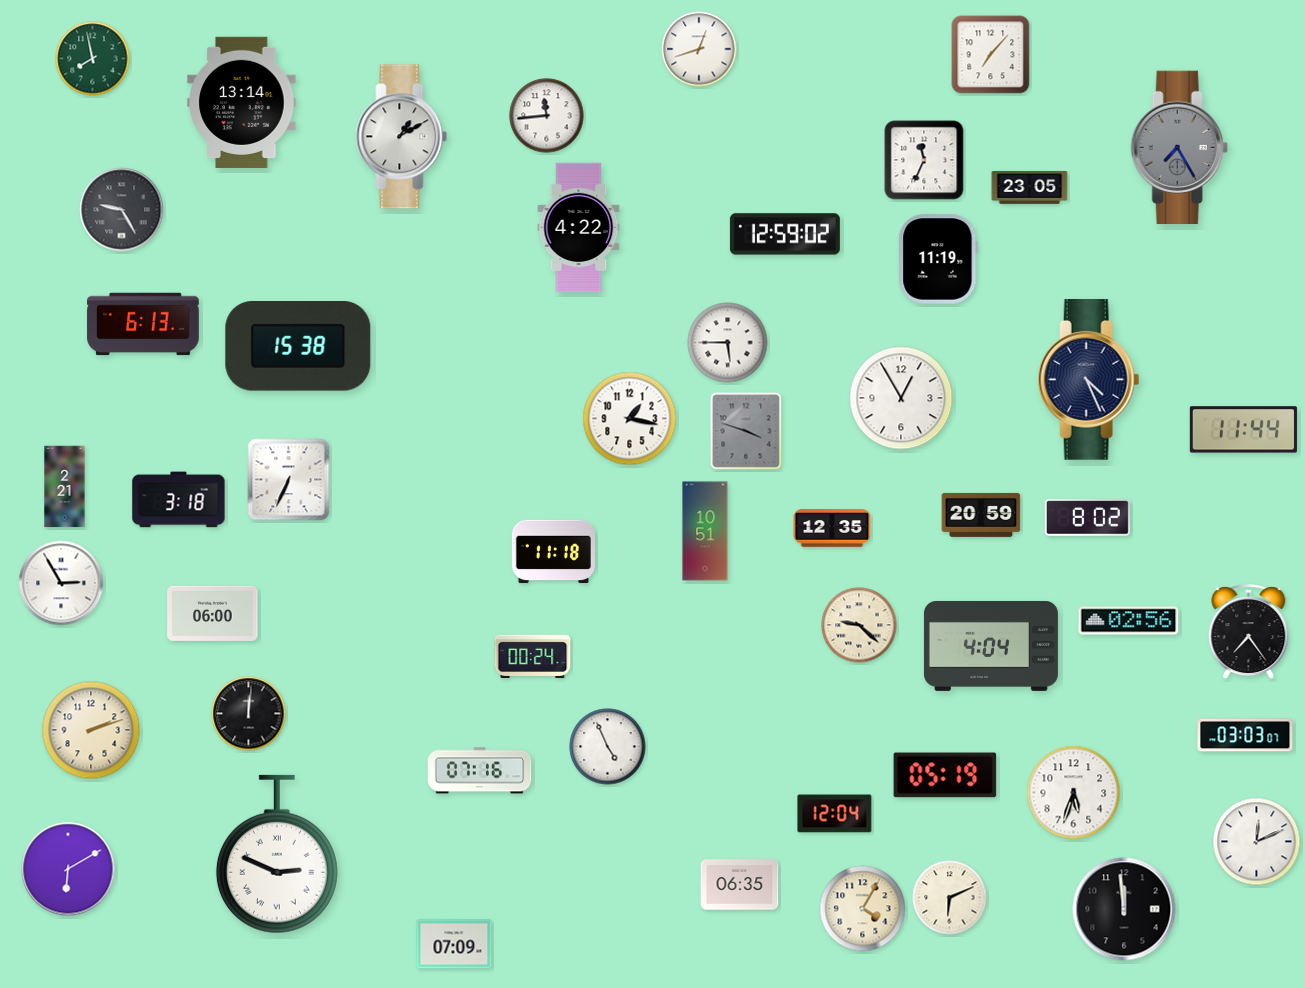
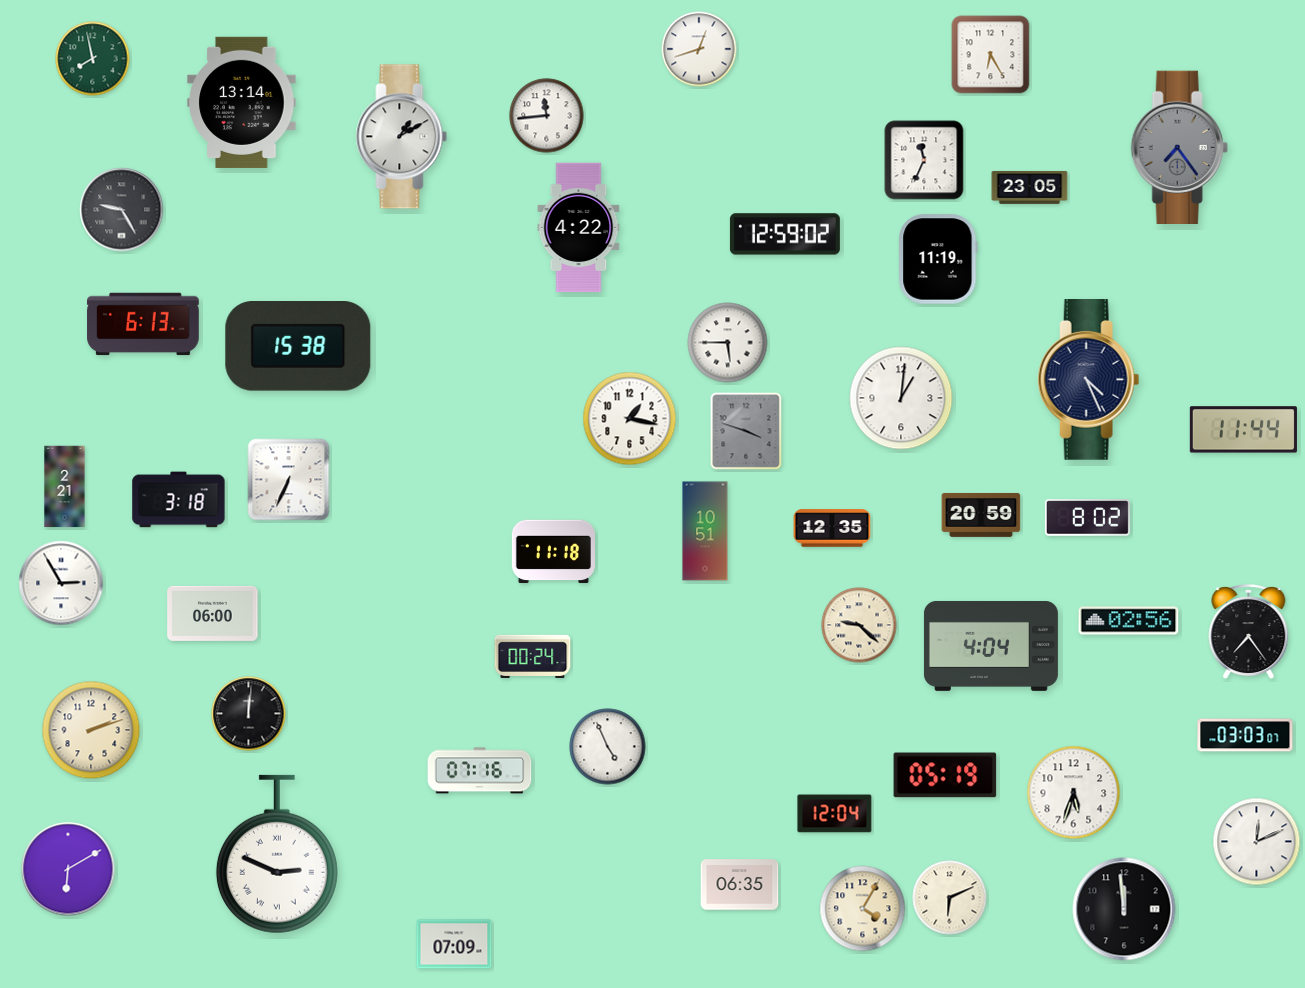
clock at (991, 55): 7:07 -> 6:25
clock at (1179, 147): 7:25 -> 7:24
clock at (901, 398): 12:55 -> 1:01
